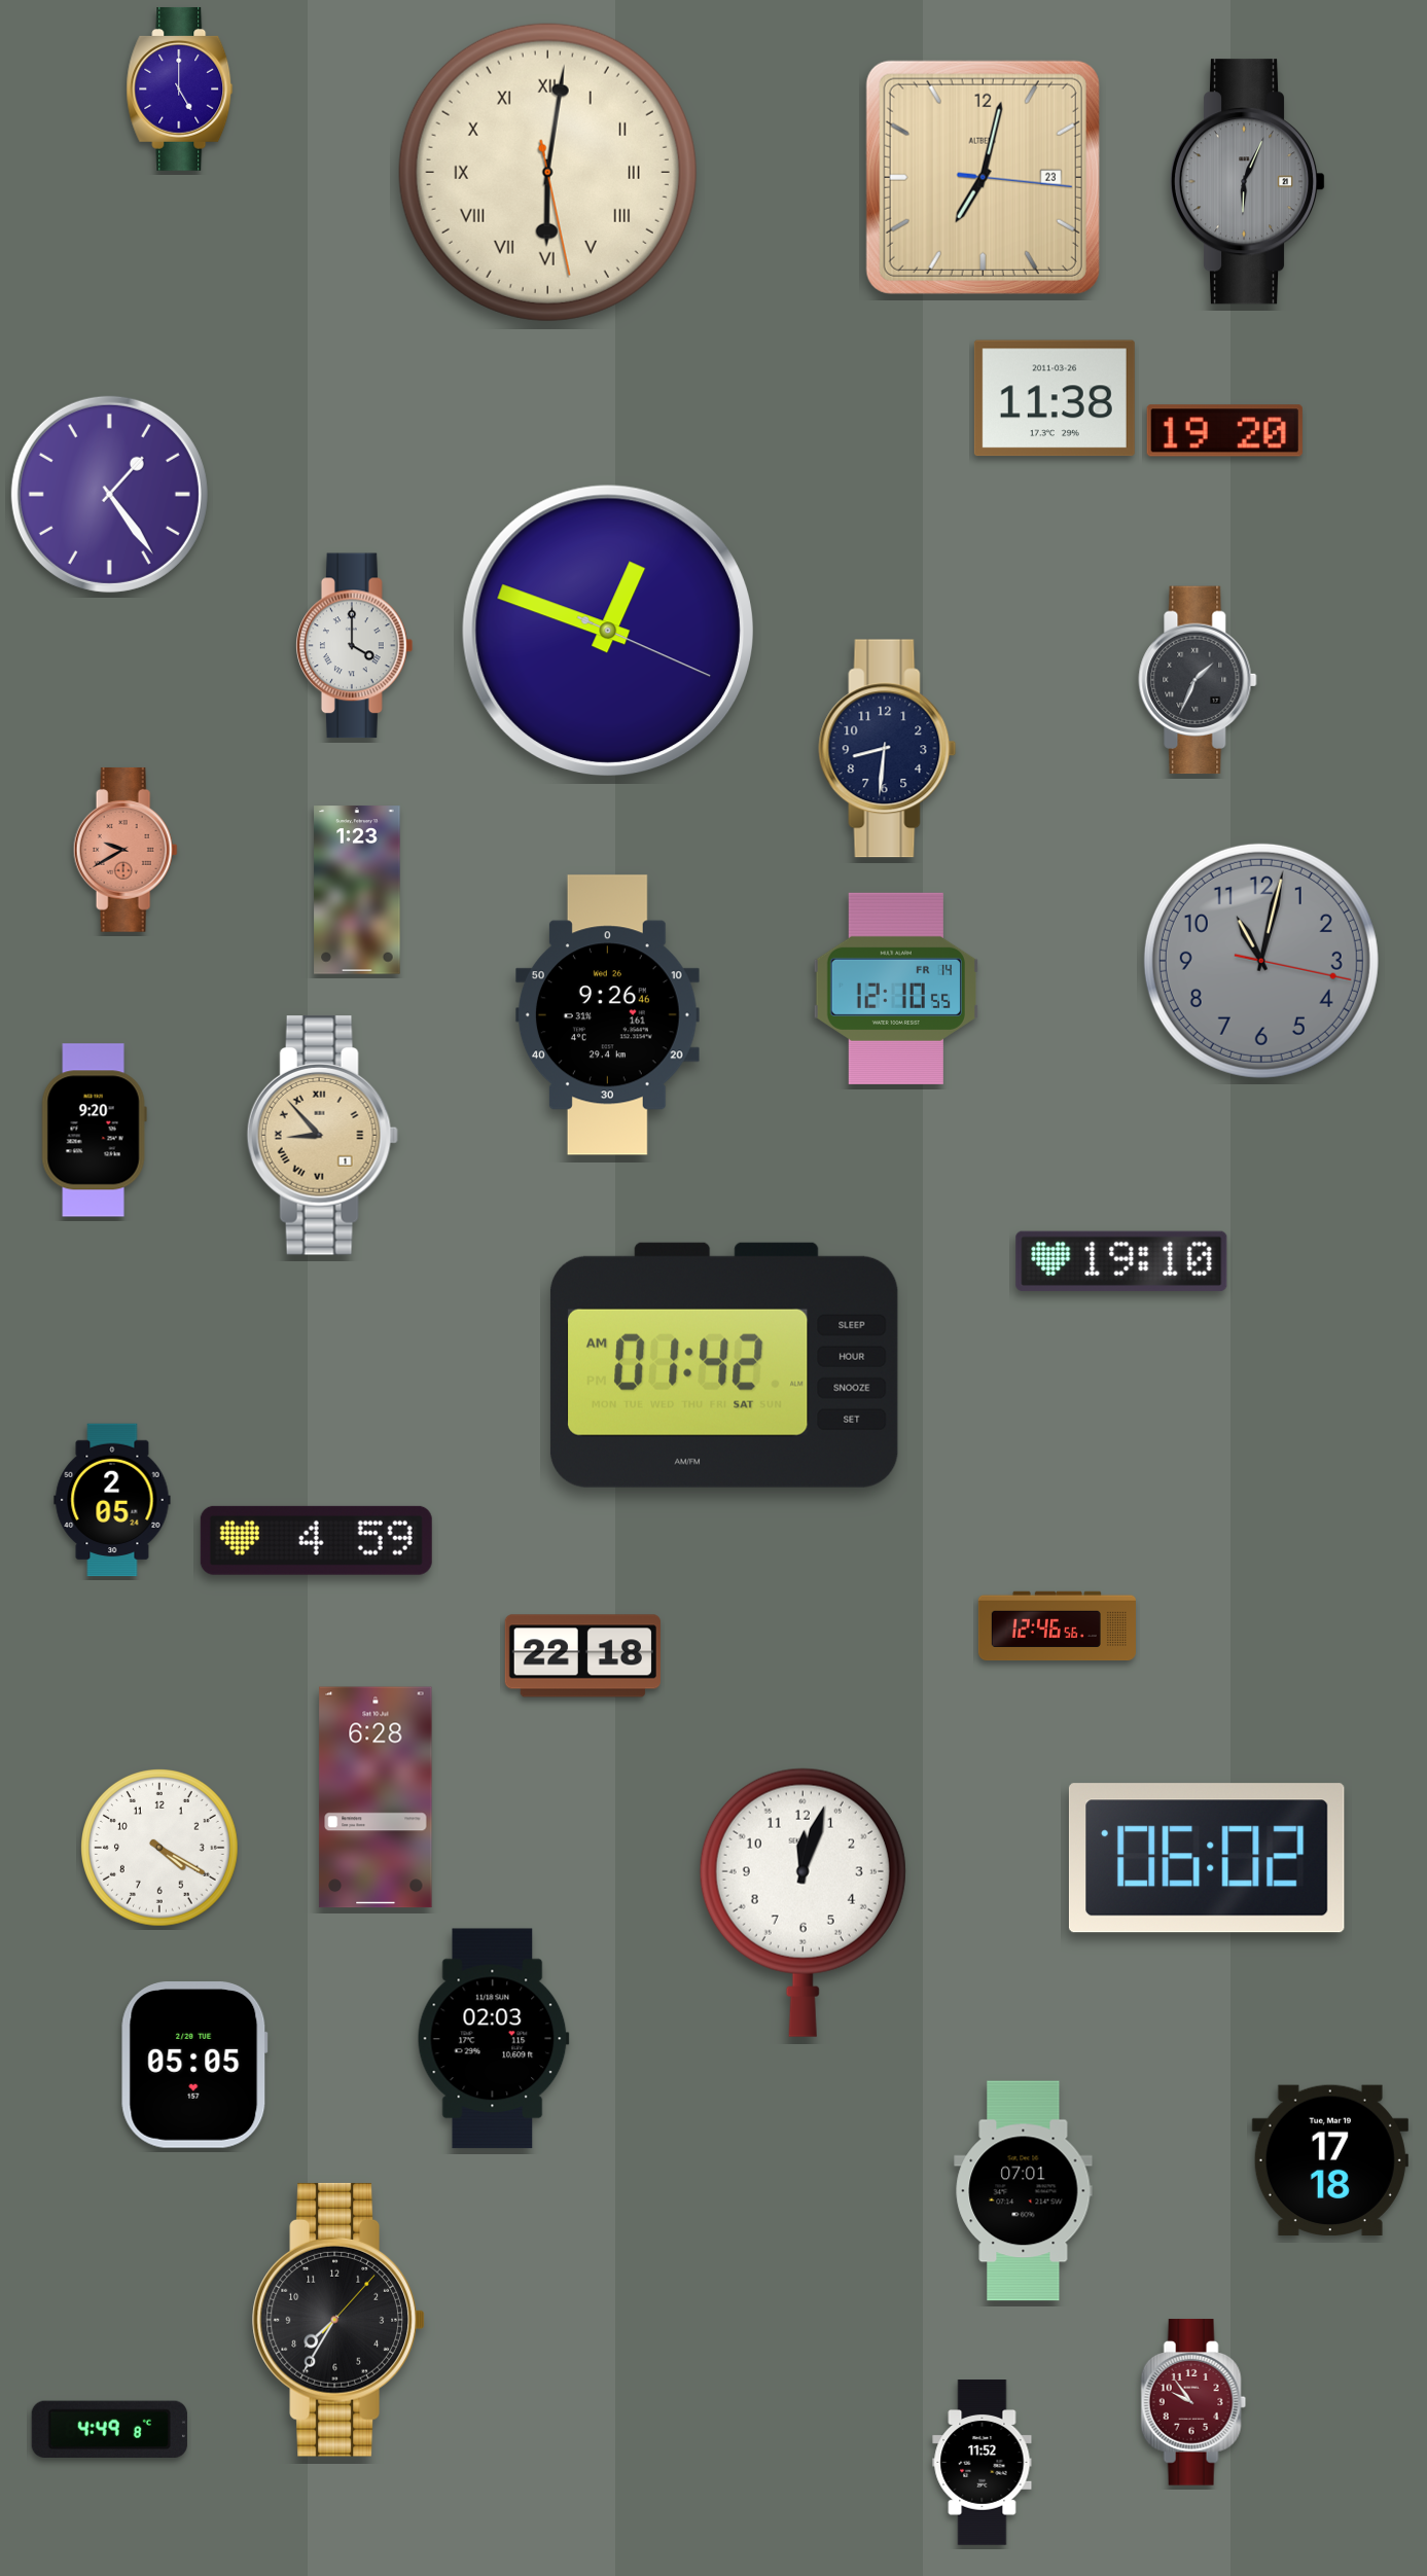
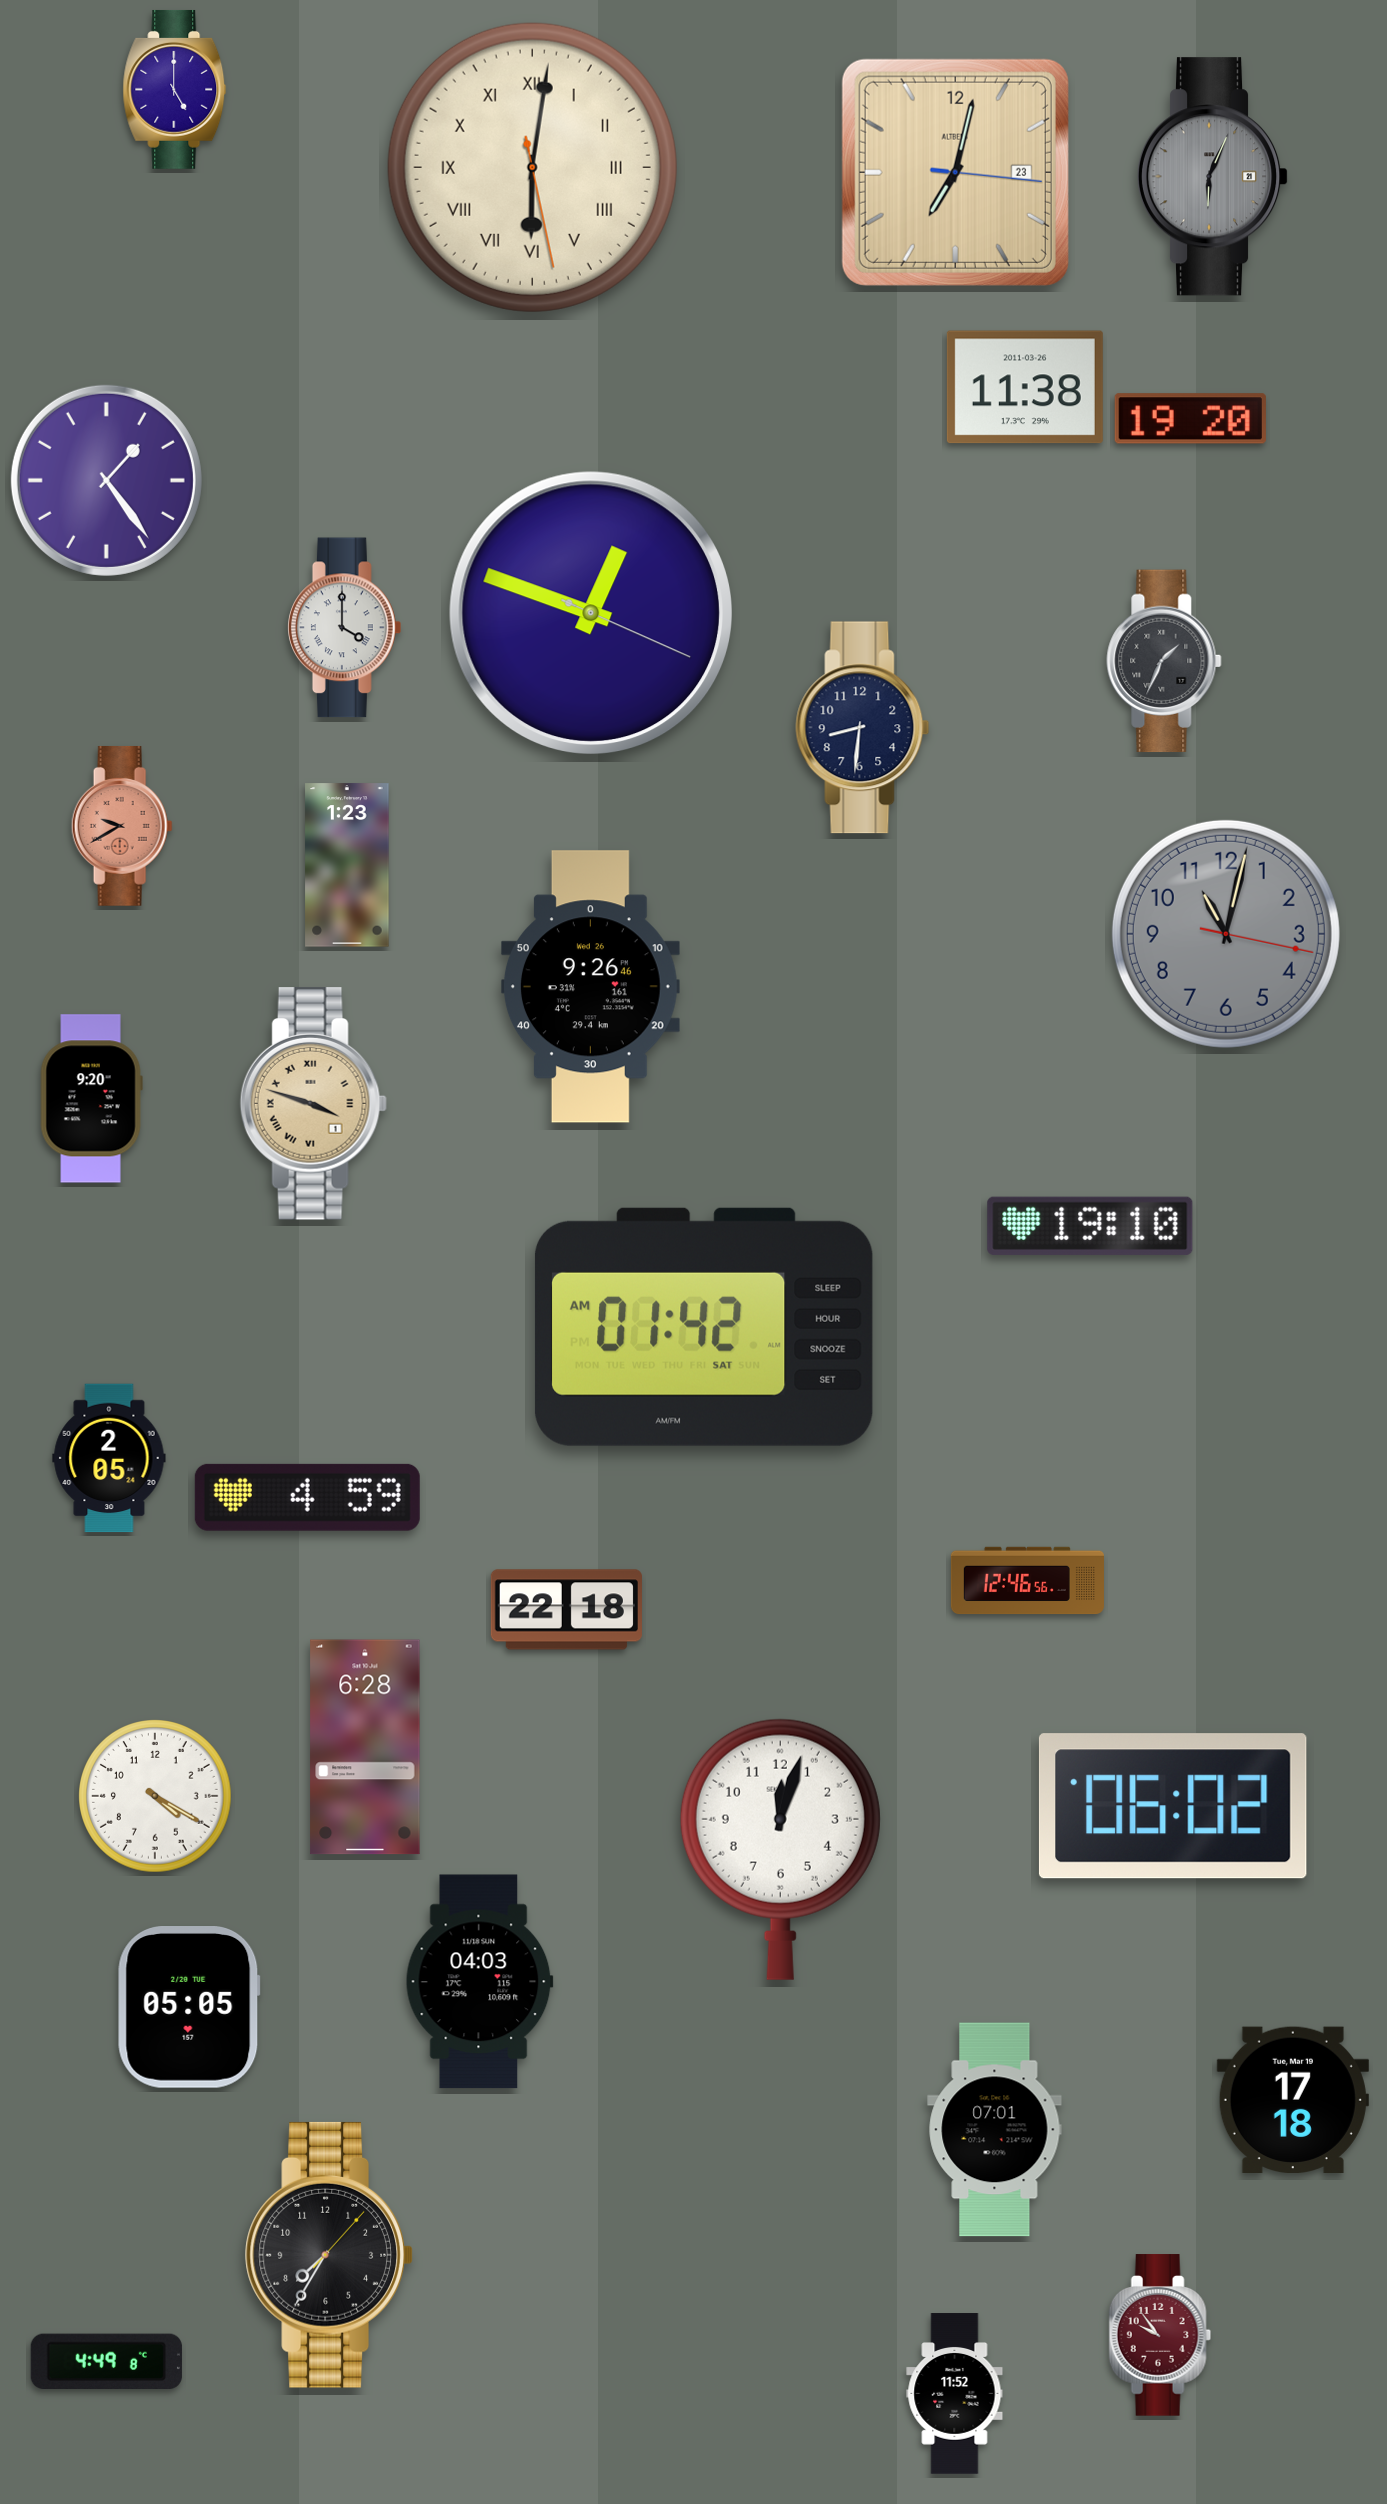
clock at (180, 88) position: (180, 88) -> (175, 89)
clock at (896, 989): 12:10 -> none
clock at (322, 1136): 8:53 -> 3:48
clock at (493, 2039): 02:03 -> 04:03
